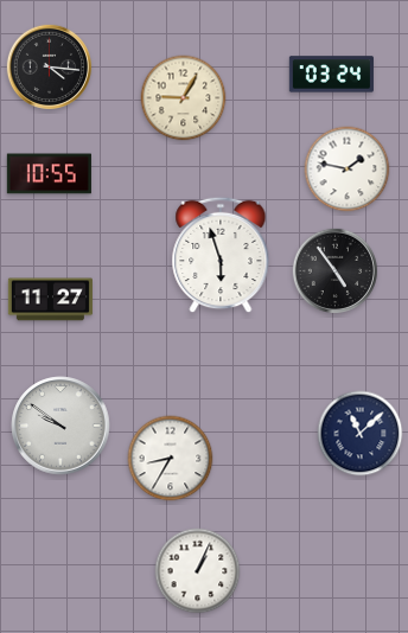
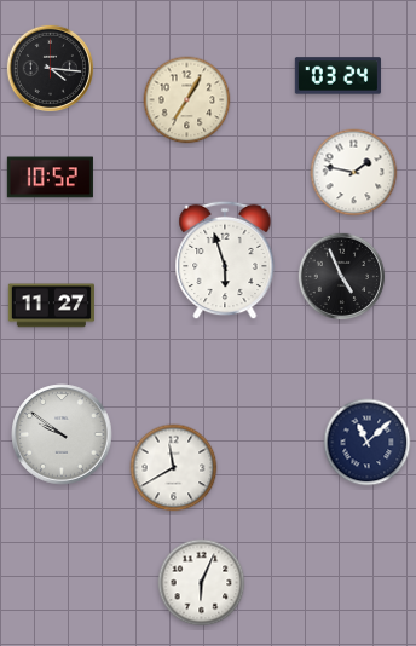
clock at (184, 98): 9:05 -> 7:05
clock at (49, 174): 10:55 -> 10:52
clock at (334, 270): 4:54 -> 4:56
clock at (171, 459): 8:35 -> 11:40
clock at (198, 571): 1:04 -> 6:04
